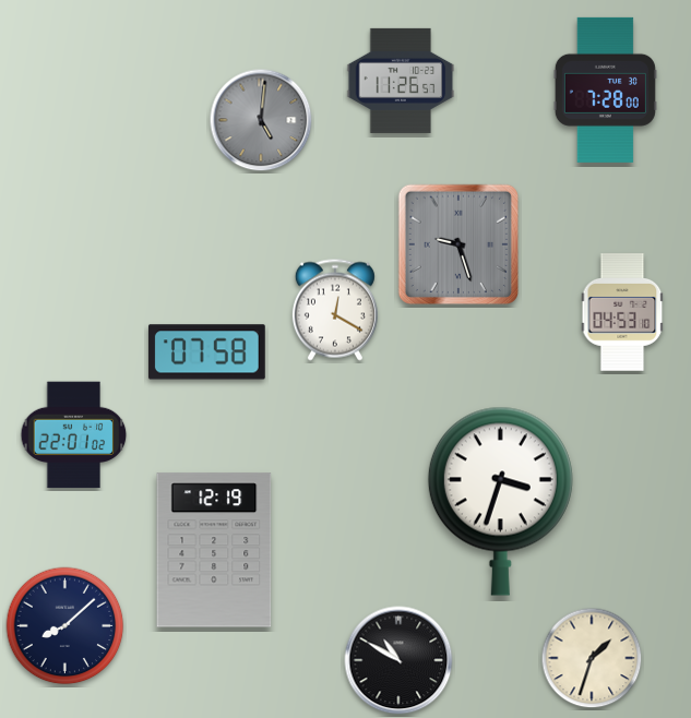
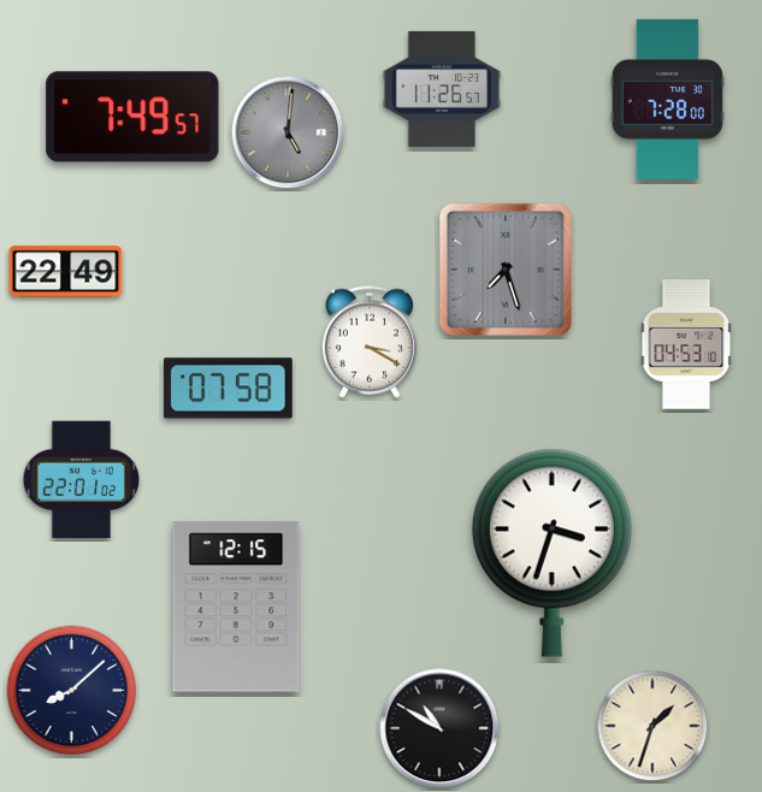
clock at (132, 117): none -> 7:49
clock at (458, 244): 9:27 -> 7:27
clock at (66, 272): none -> 22:49
clock at (335, 310): 12:20 -> 3:20
clock at (214, 550): 12:19 -> 12:15
